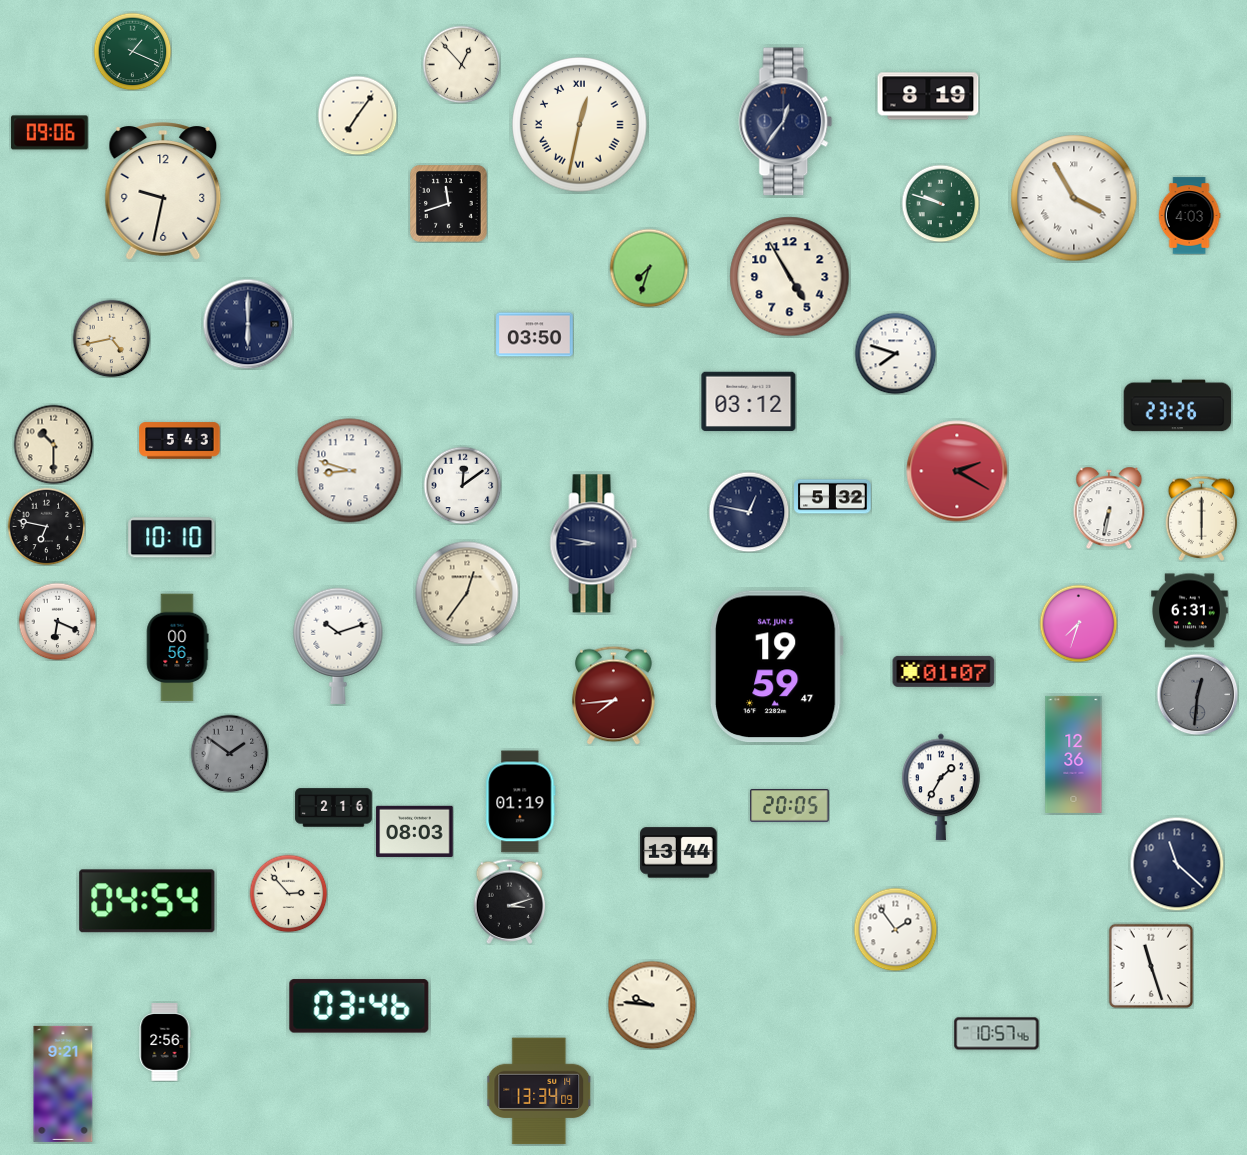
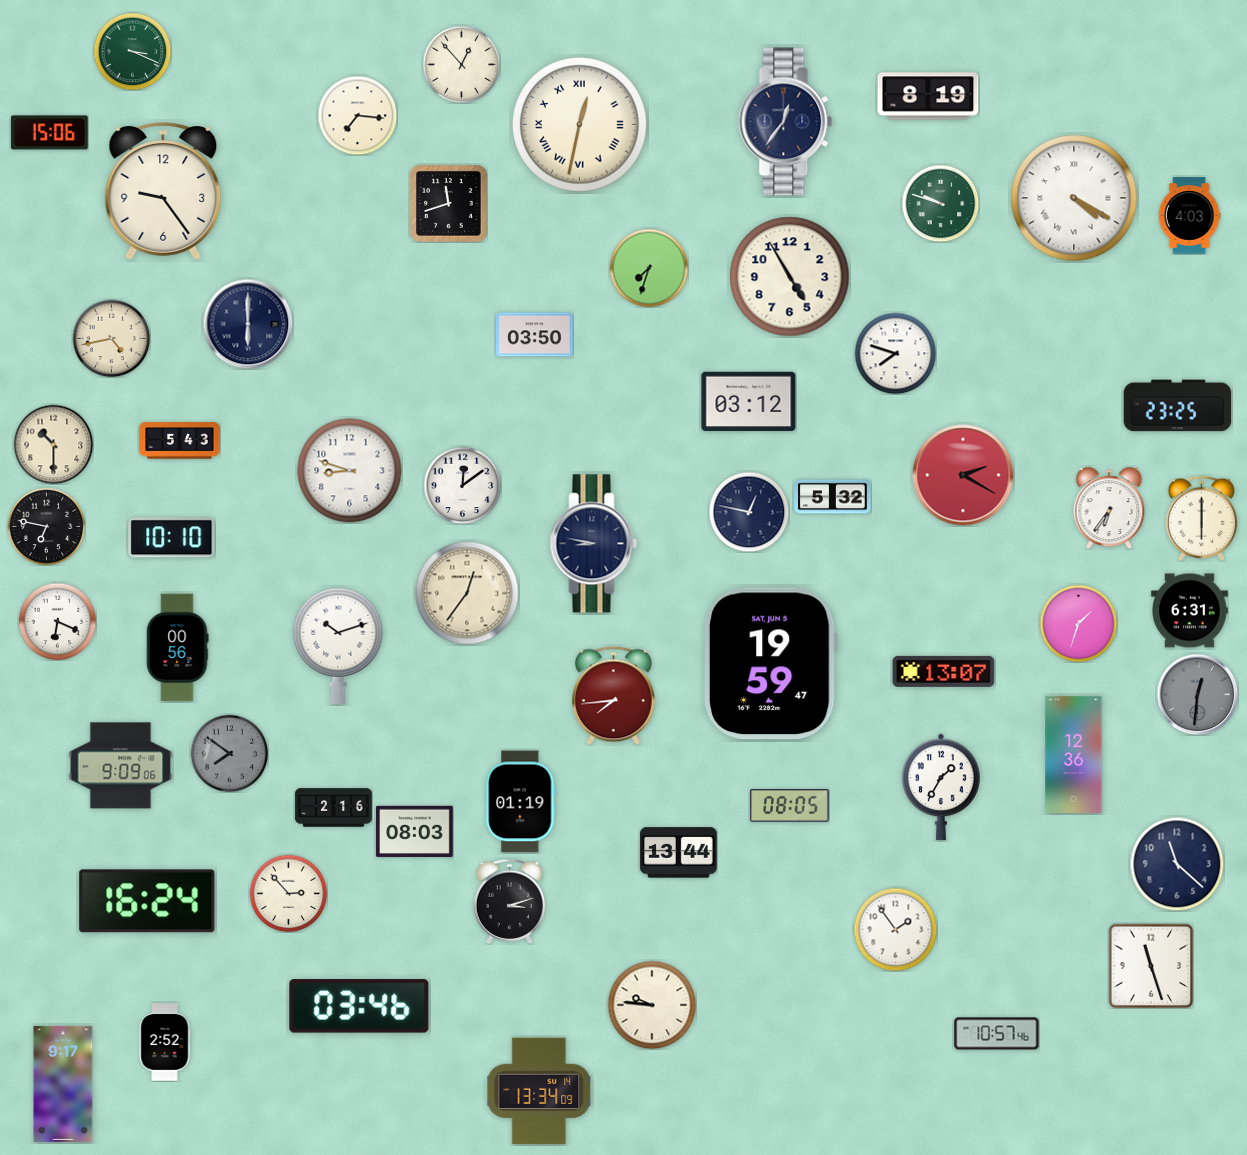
clock at (132, 51): 1:19 -> 3:19
clock at (357, 115): 7:06 -> 7:16
clock at (50, 133): 09:06 -> 15:06
clock at (163, 191): 9:32 -> 9:24
clock at (1074, 198): 3:55 -> 4:20
clock at (1178, 406): 23:26 -> 23:25
clock at (957, 471) position: (957, 471) -> (963, 475)
clock at (1109, 508): 6:32 -> 6:36
clock at (1078, 623): 7:33 -> 1:33
clock at (776, 667) position: (776, 667) -> (770, 664)
clock at (944, 671): 01:07 -> 13:07
clock at (229, 753): 1:51 -> 7:51
clock at (121, 766): none -> 9:09
clock at (790, 806): 20:05 -> 08:05
clock at (147, 901): 04:54 -> 16:24
clock at (165, 1042): 2:56 -> 2:52
clock at (63, 1084): 9:21 -> 9:17
